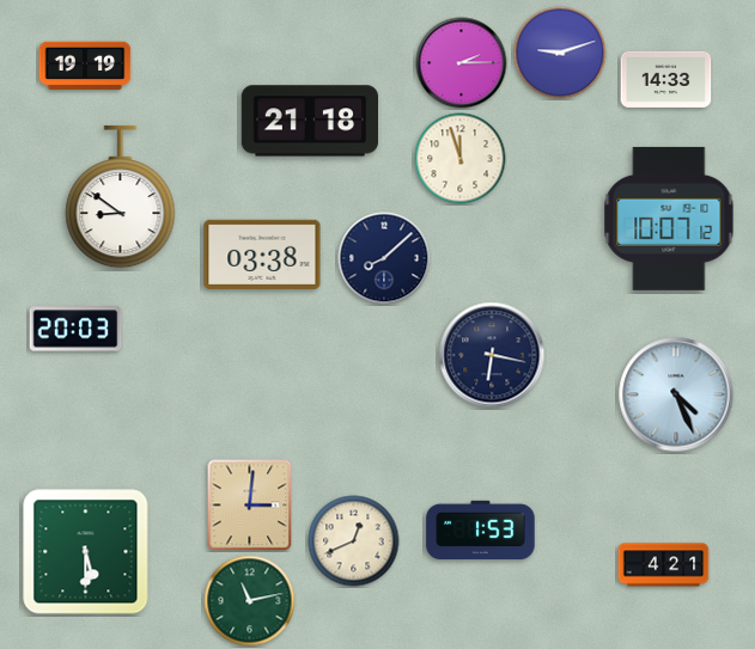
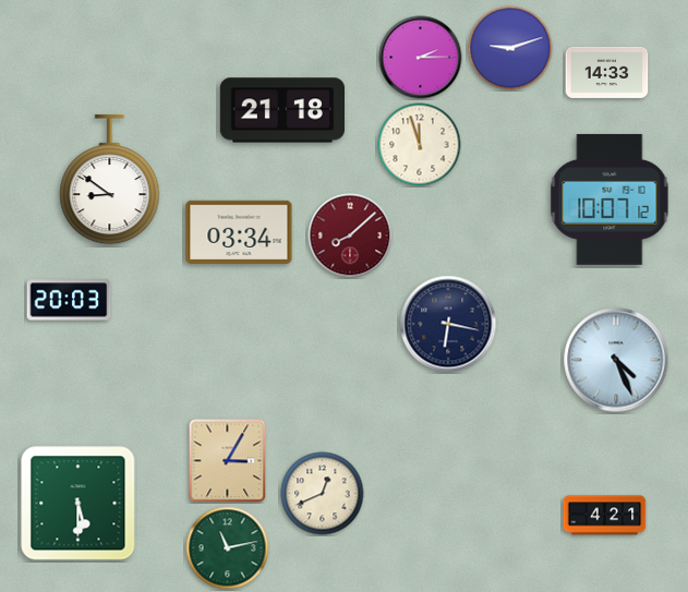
clock at (85, 66): 19:19 -> none
clock at (262, 255): 03:38 -> 03:34
clock at (384, 258) dial: navy -> burgundy
clock at (250, 506): 3:01 -> 3:05
clock at (481, 529): 1:53 -> none
